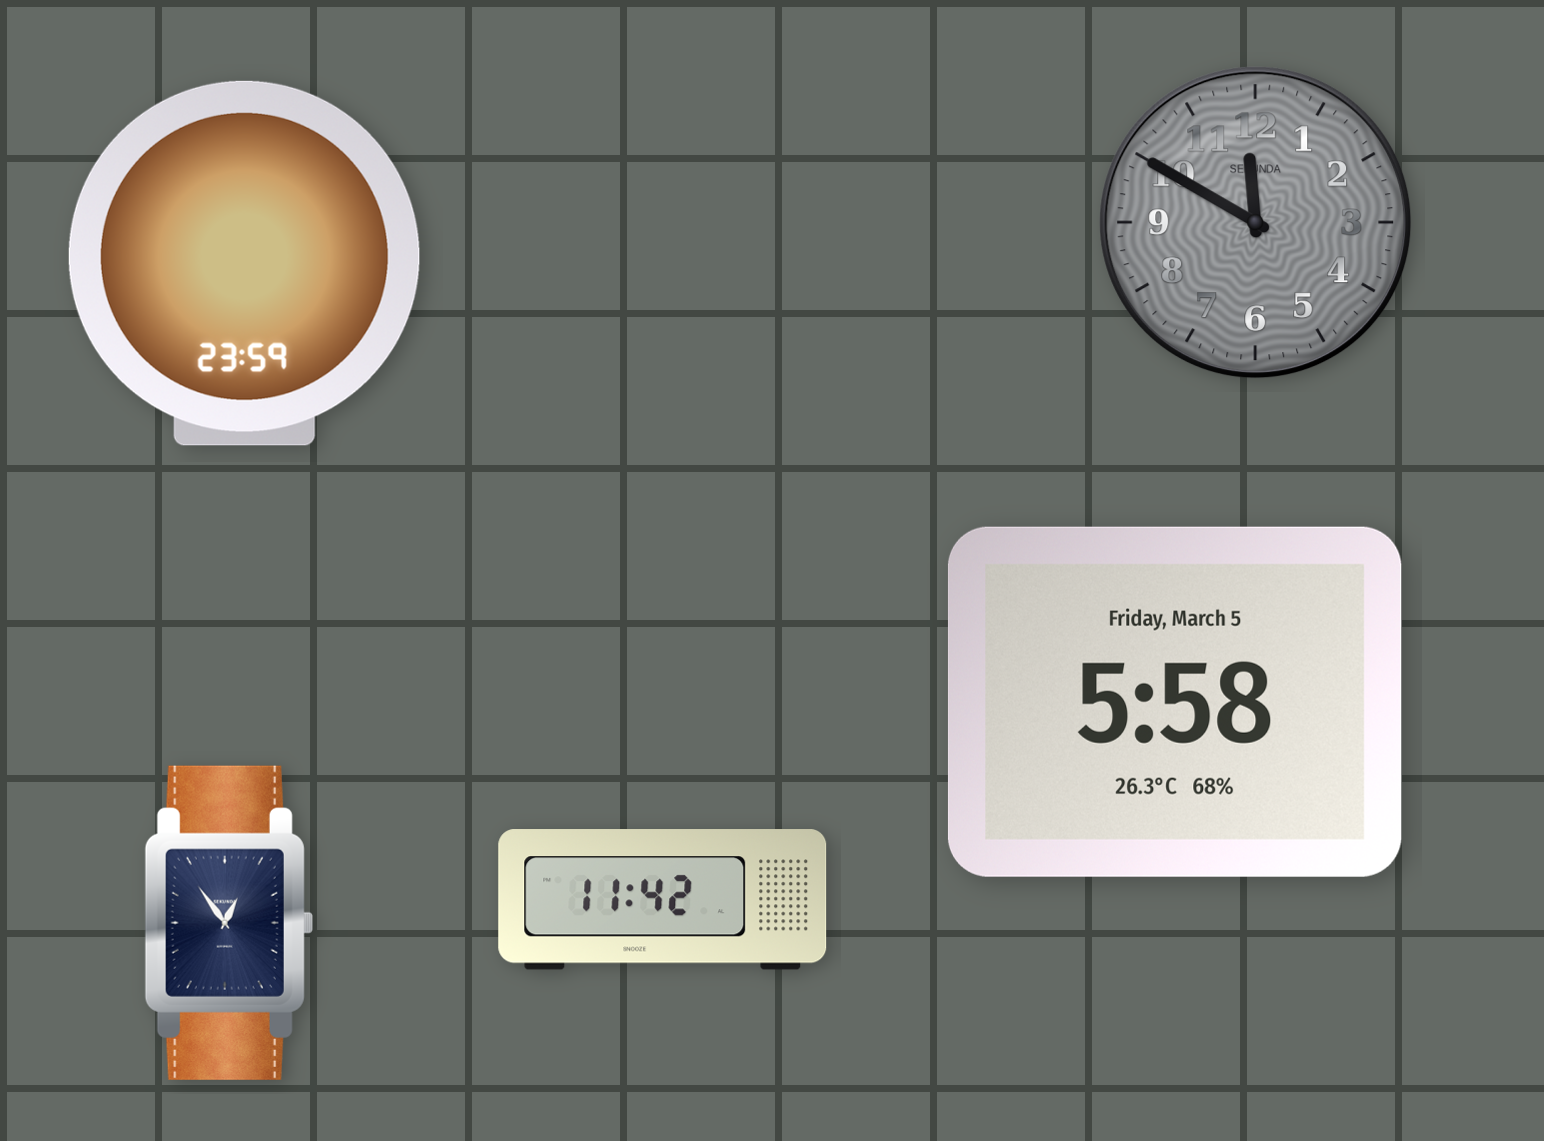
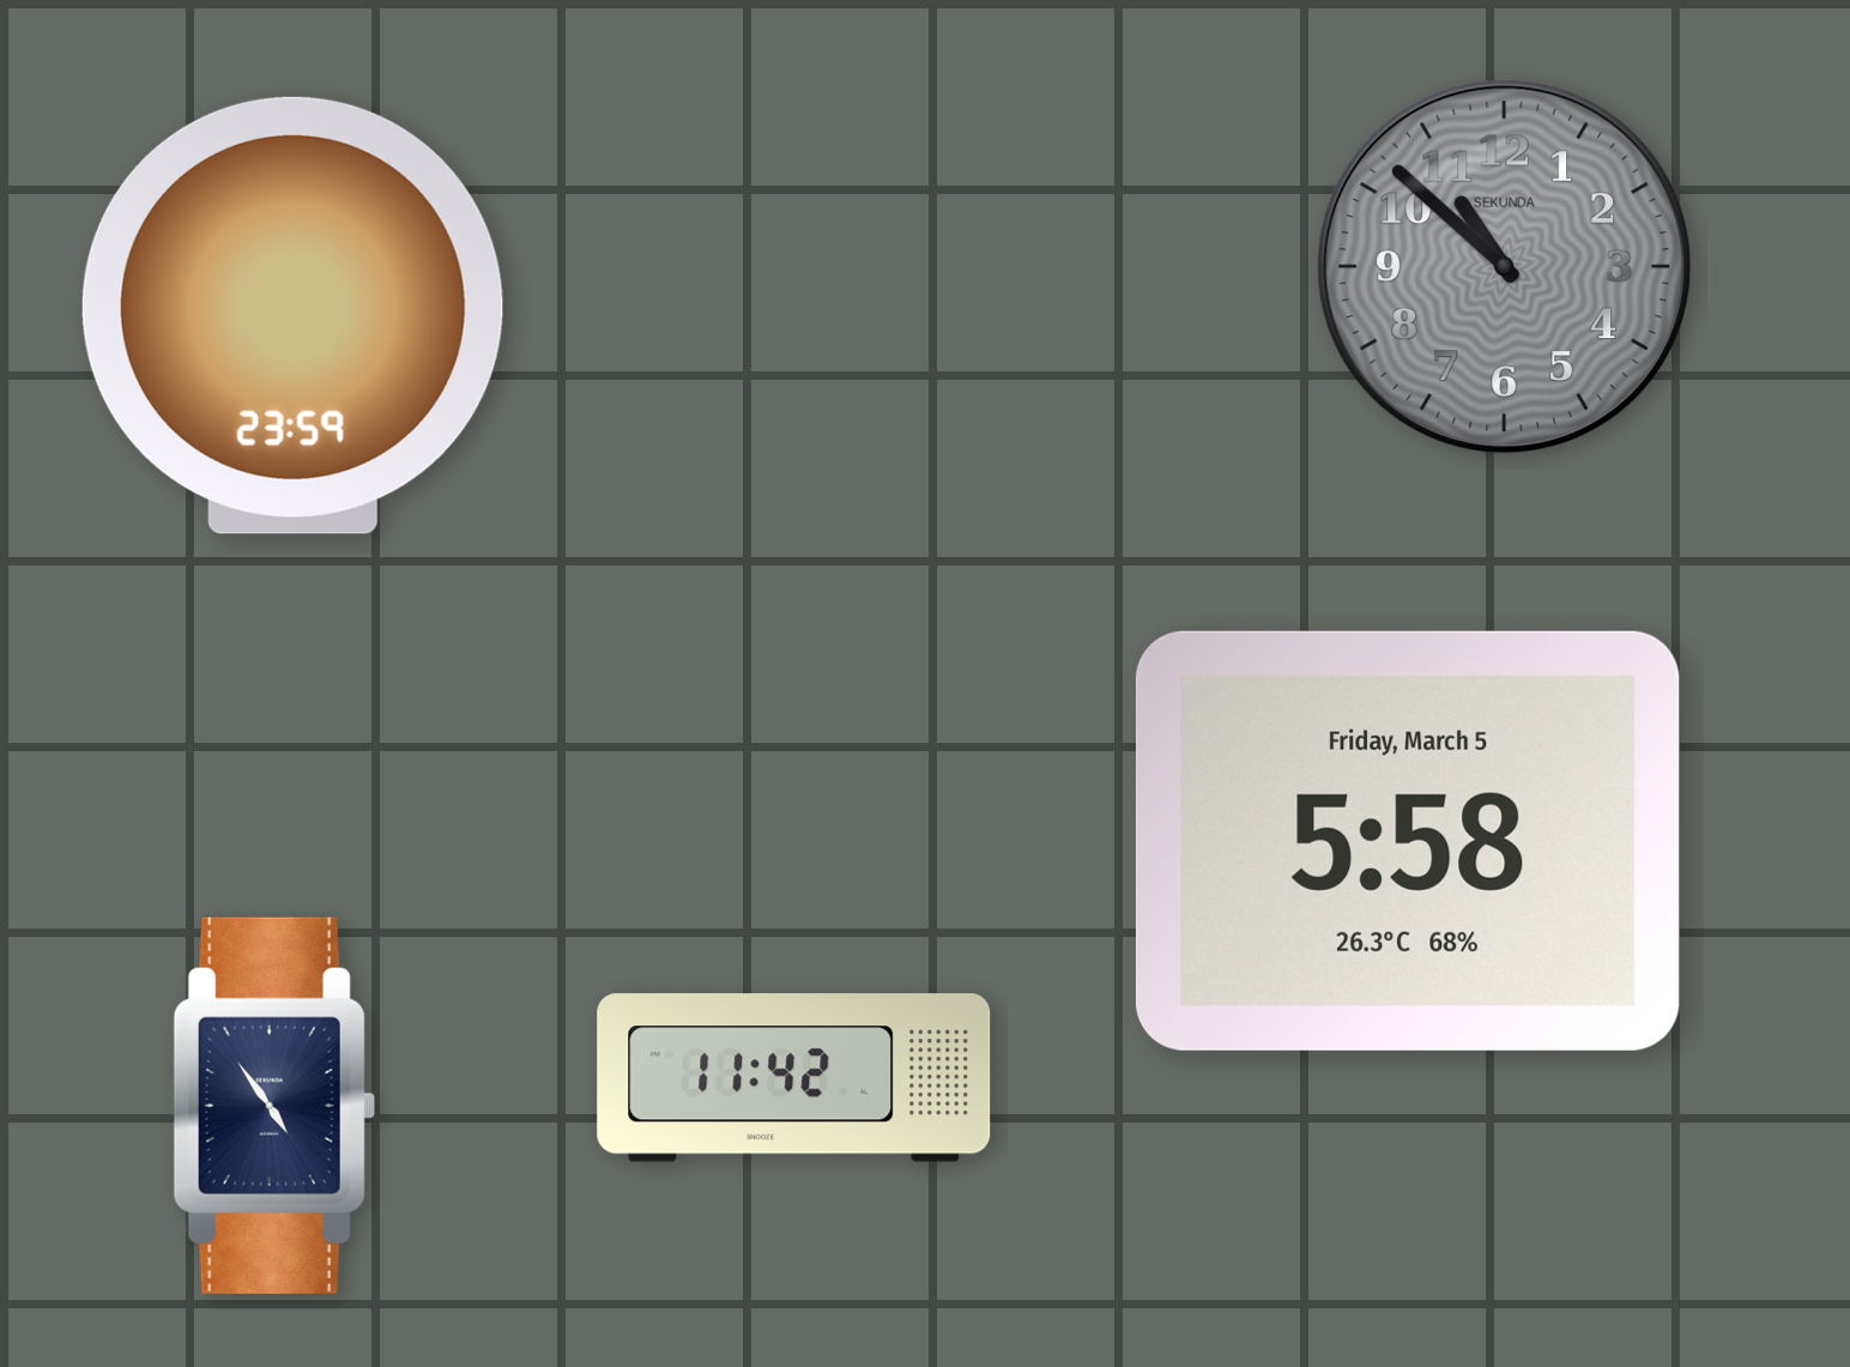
clock at (1256, 223): 11:50 -> 10:52
clock at (229, 923): 12:54 -> 4:54
